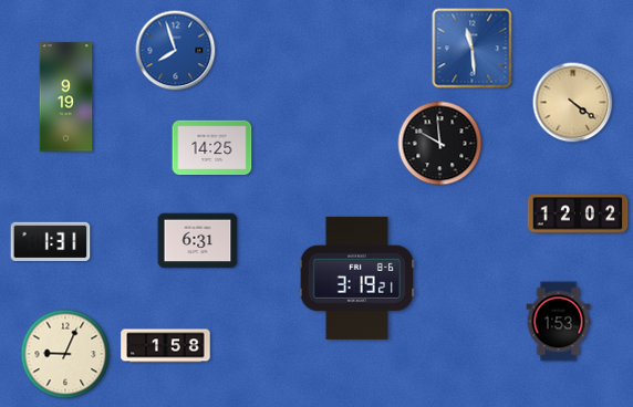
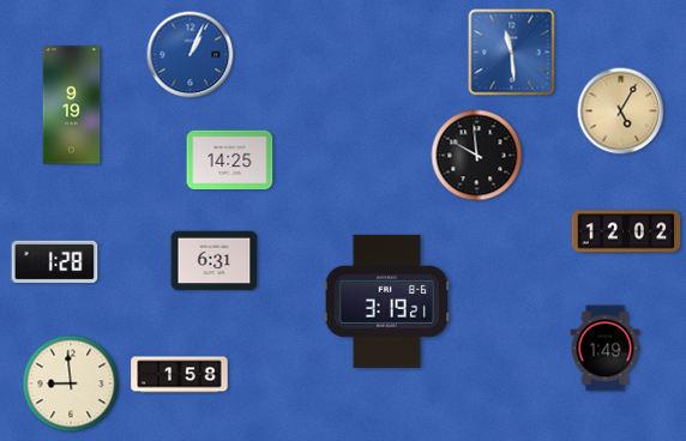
clock at (176, 51): 7:57 -> 1:04
clock at (573, 103): 4:21 -> 5:05
clock at (51, 242): 1:31 -> 1:28
clock at (559, 322): 1:53 -> 1:49
clock at (65, 354): 9:04 -> 8:59
